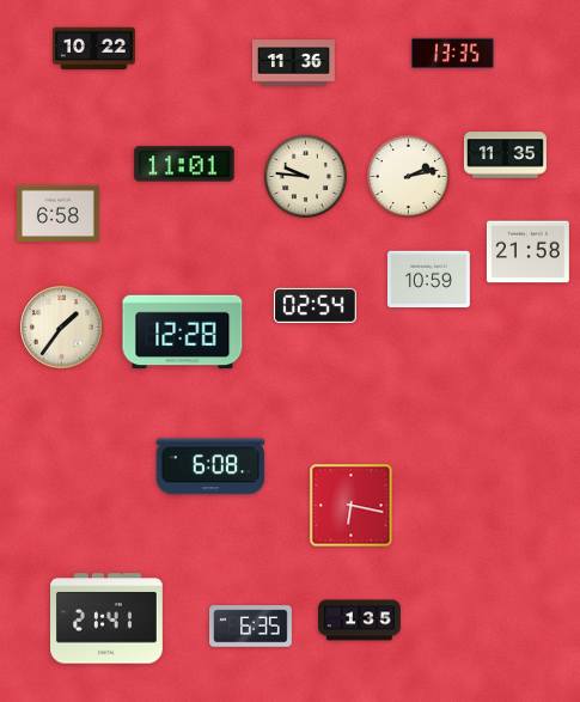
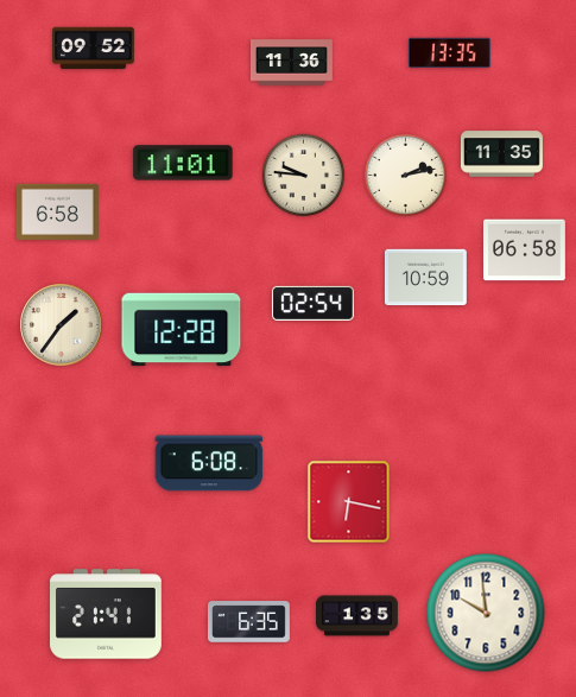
clock at (94, 49): 10:22 -> 09:52
clock at (527, 252): 21:58 -> 06:58
clock at (486, 613): none -> 9:59
